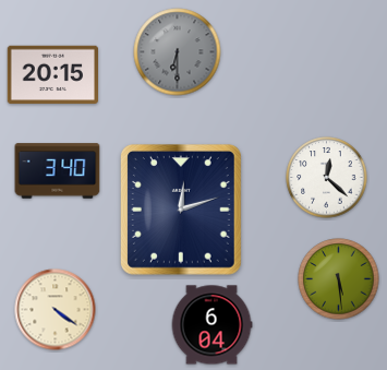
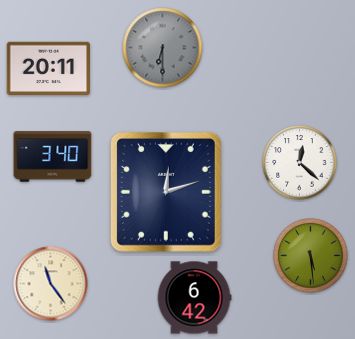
clock at (52, 74): 20:15 -> 20:11
clock at (56, 310): 4:21 -> 11:24
clock at (211, 325): 6:04 -> 6:42
